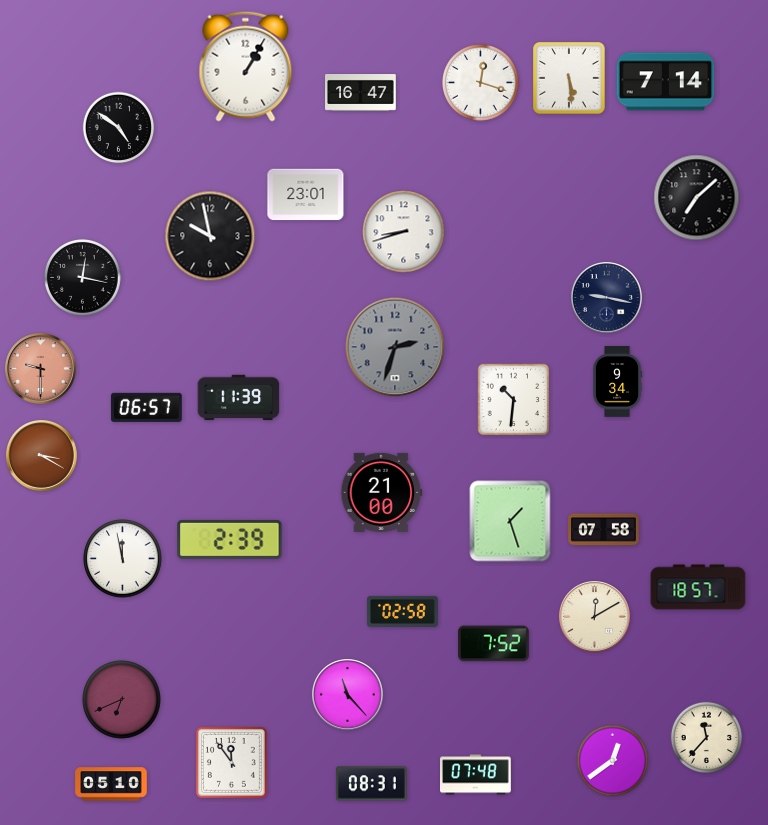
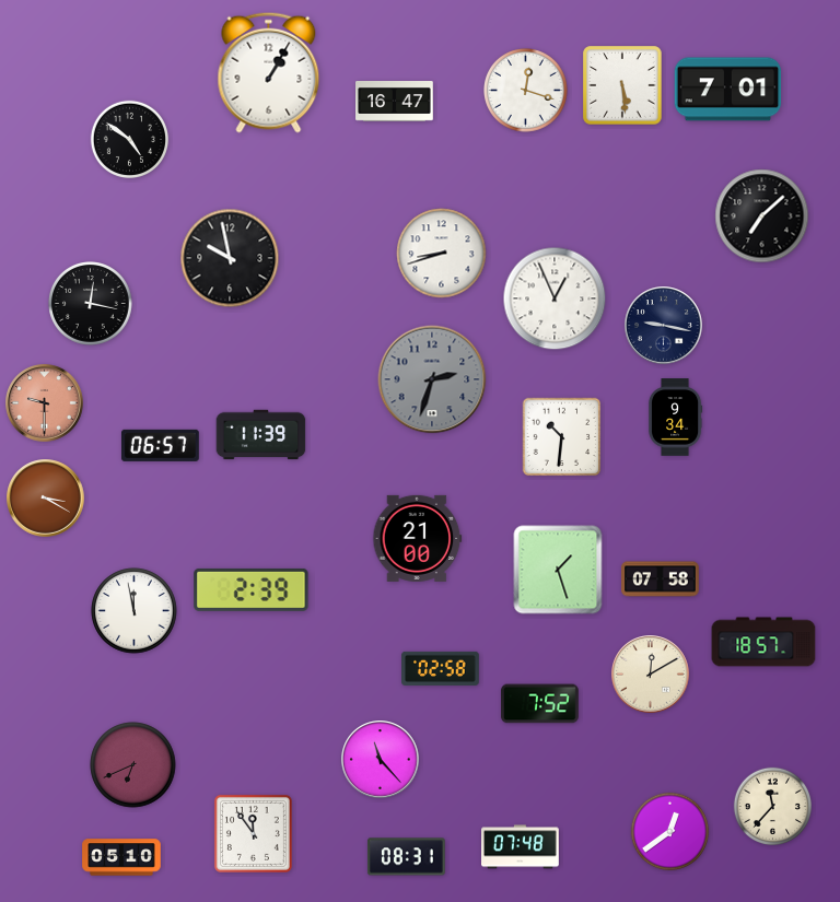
clock at (666, 82): 7:14 -> 7:01
clock at (306, 195): 23:01 -> none
clock at (555, 298): none -> 12:56
